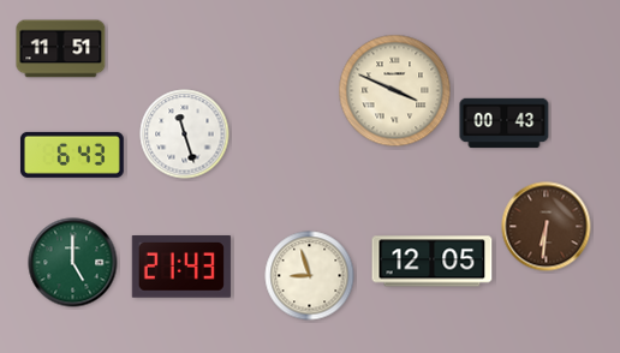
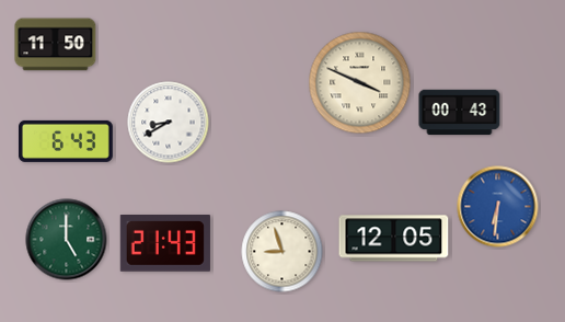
clock at (61, 49): 11:51 -> 11:50
clock at (185, 134): 11:27 -> 8:40
clock at (547, 227) dial: brown -> blue
